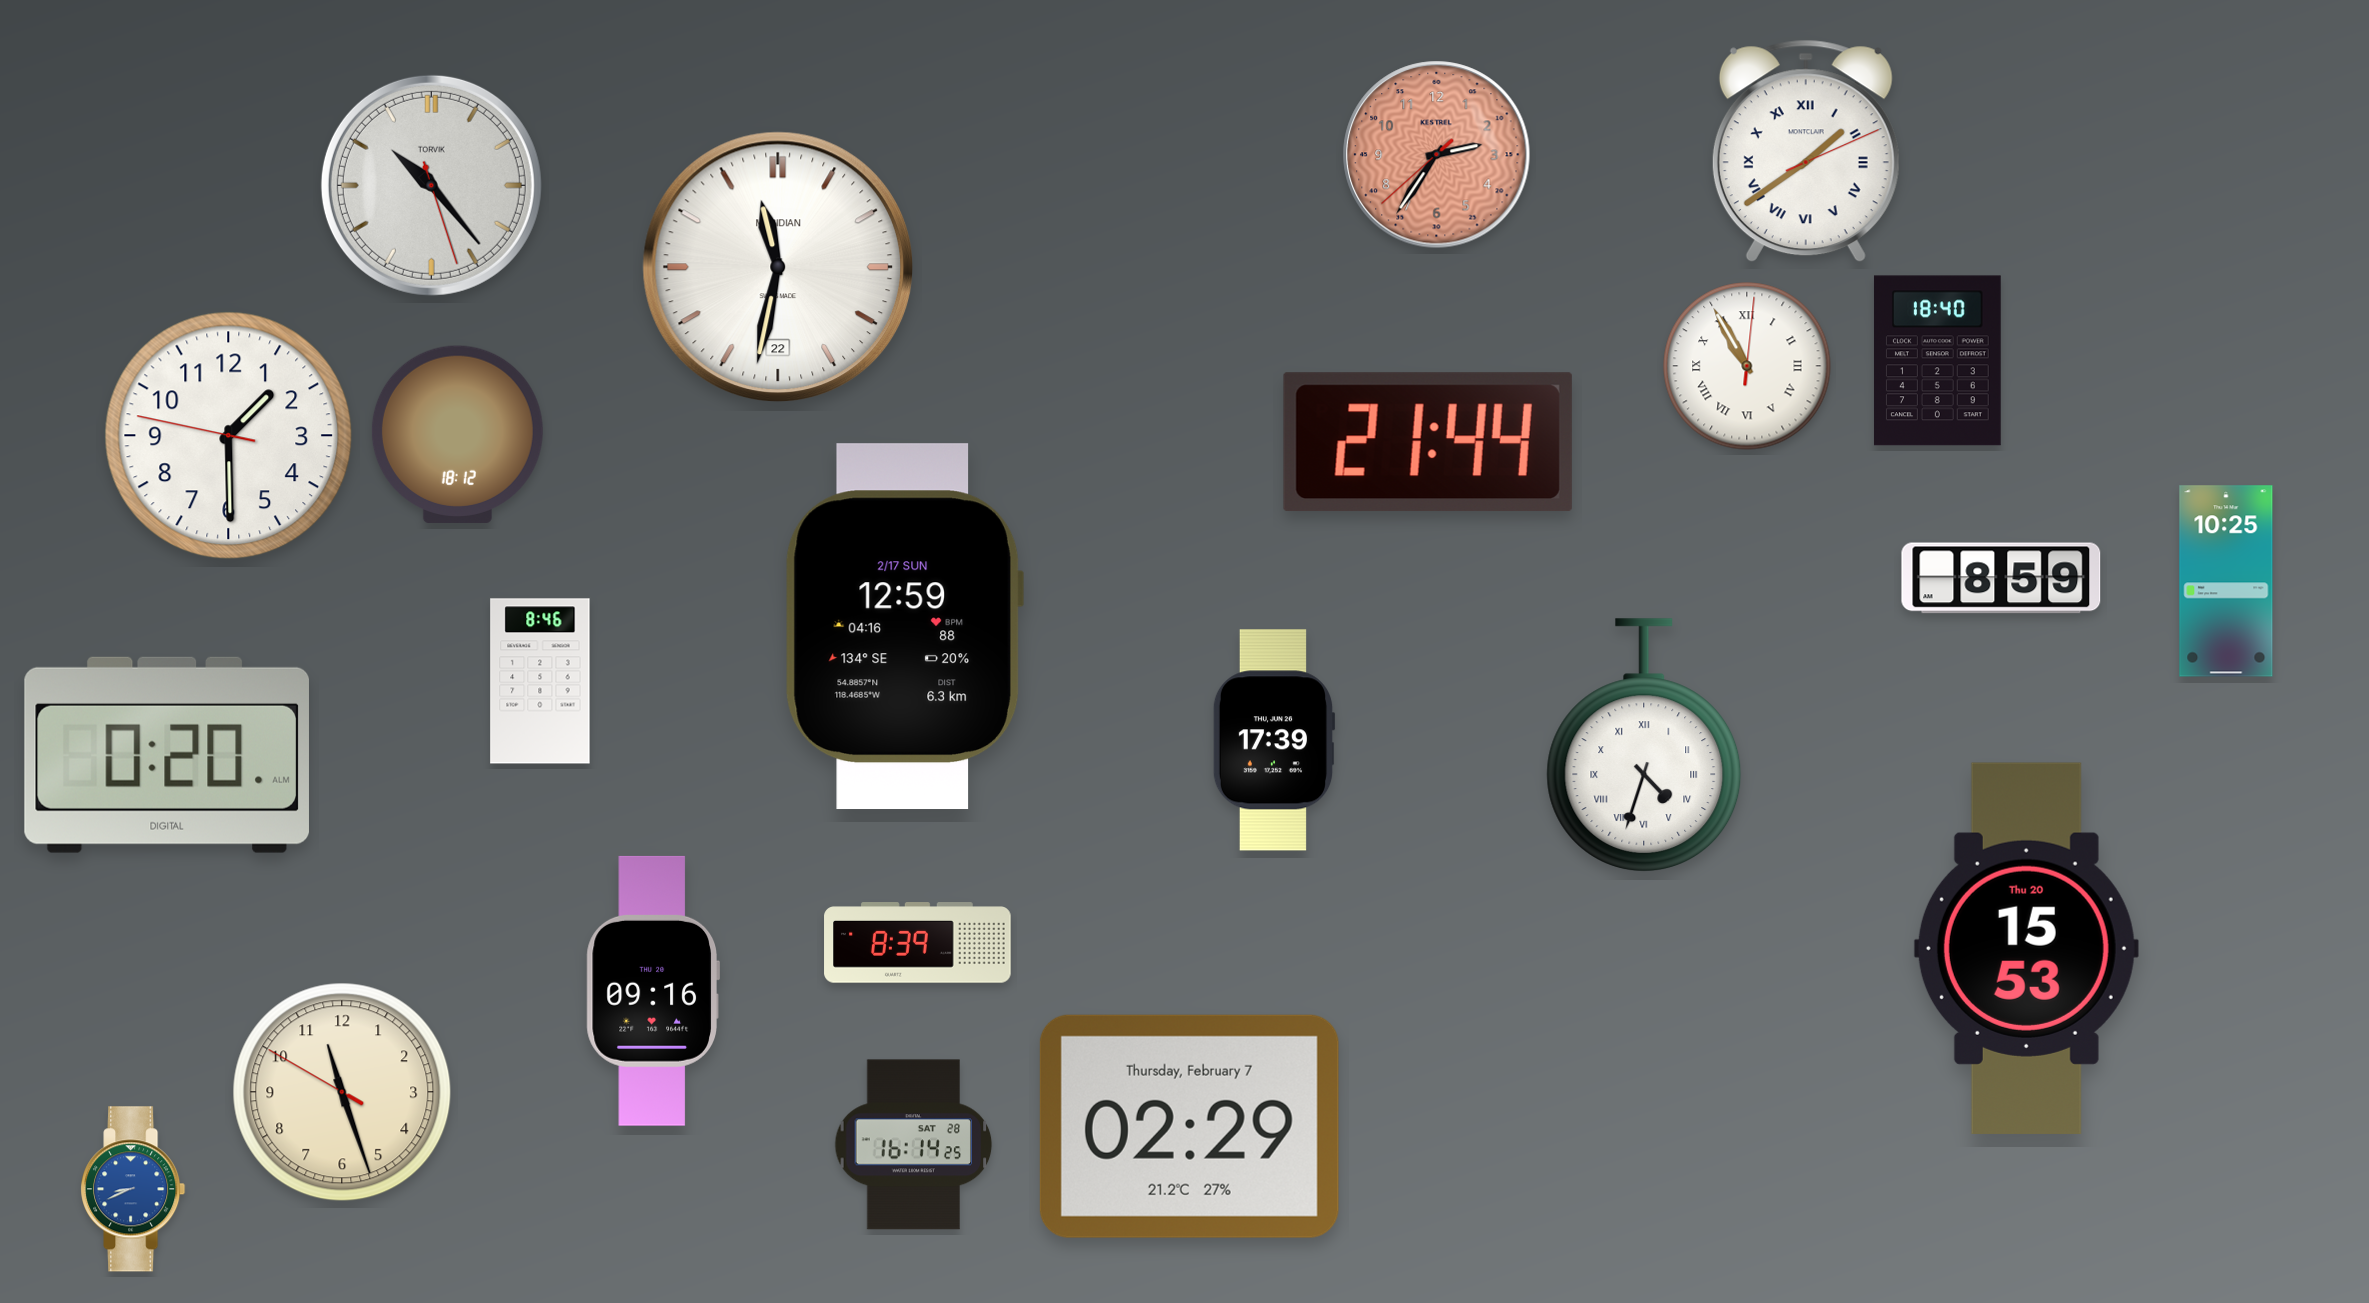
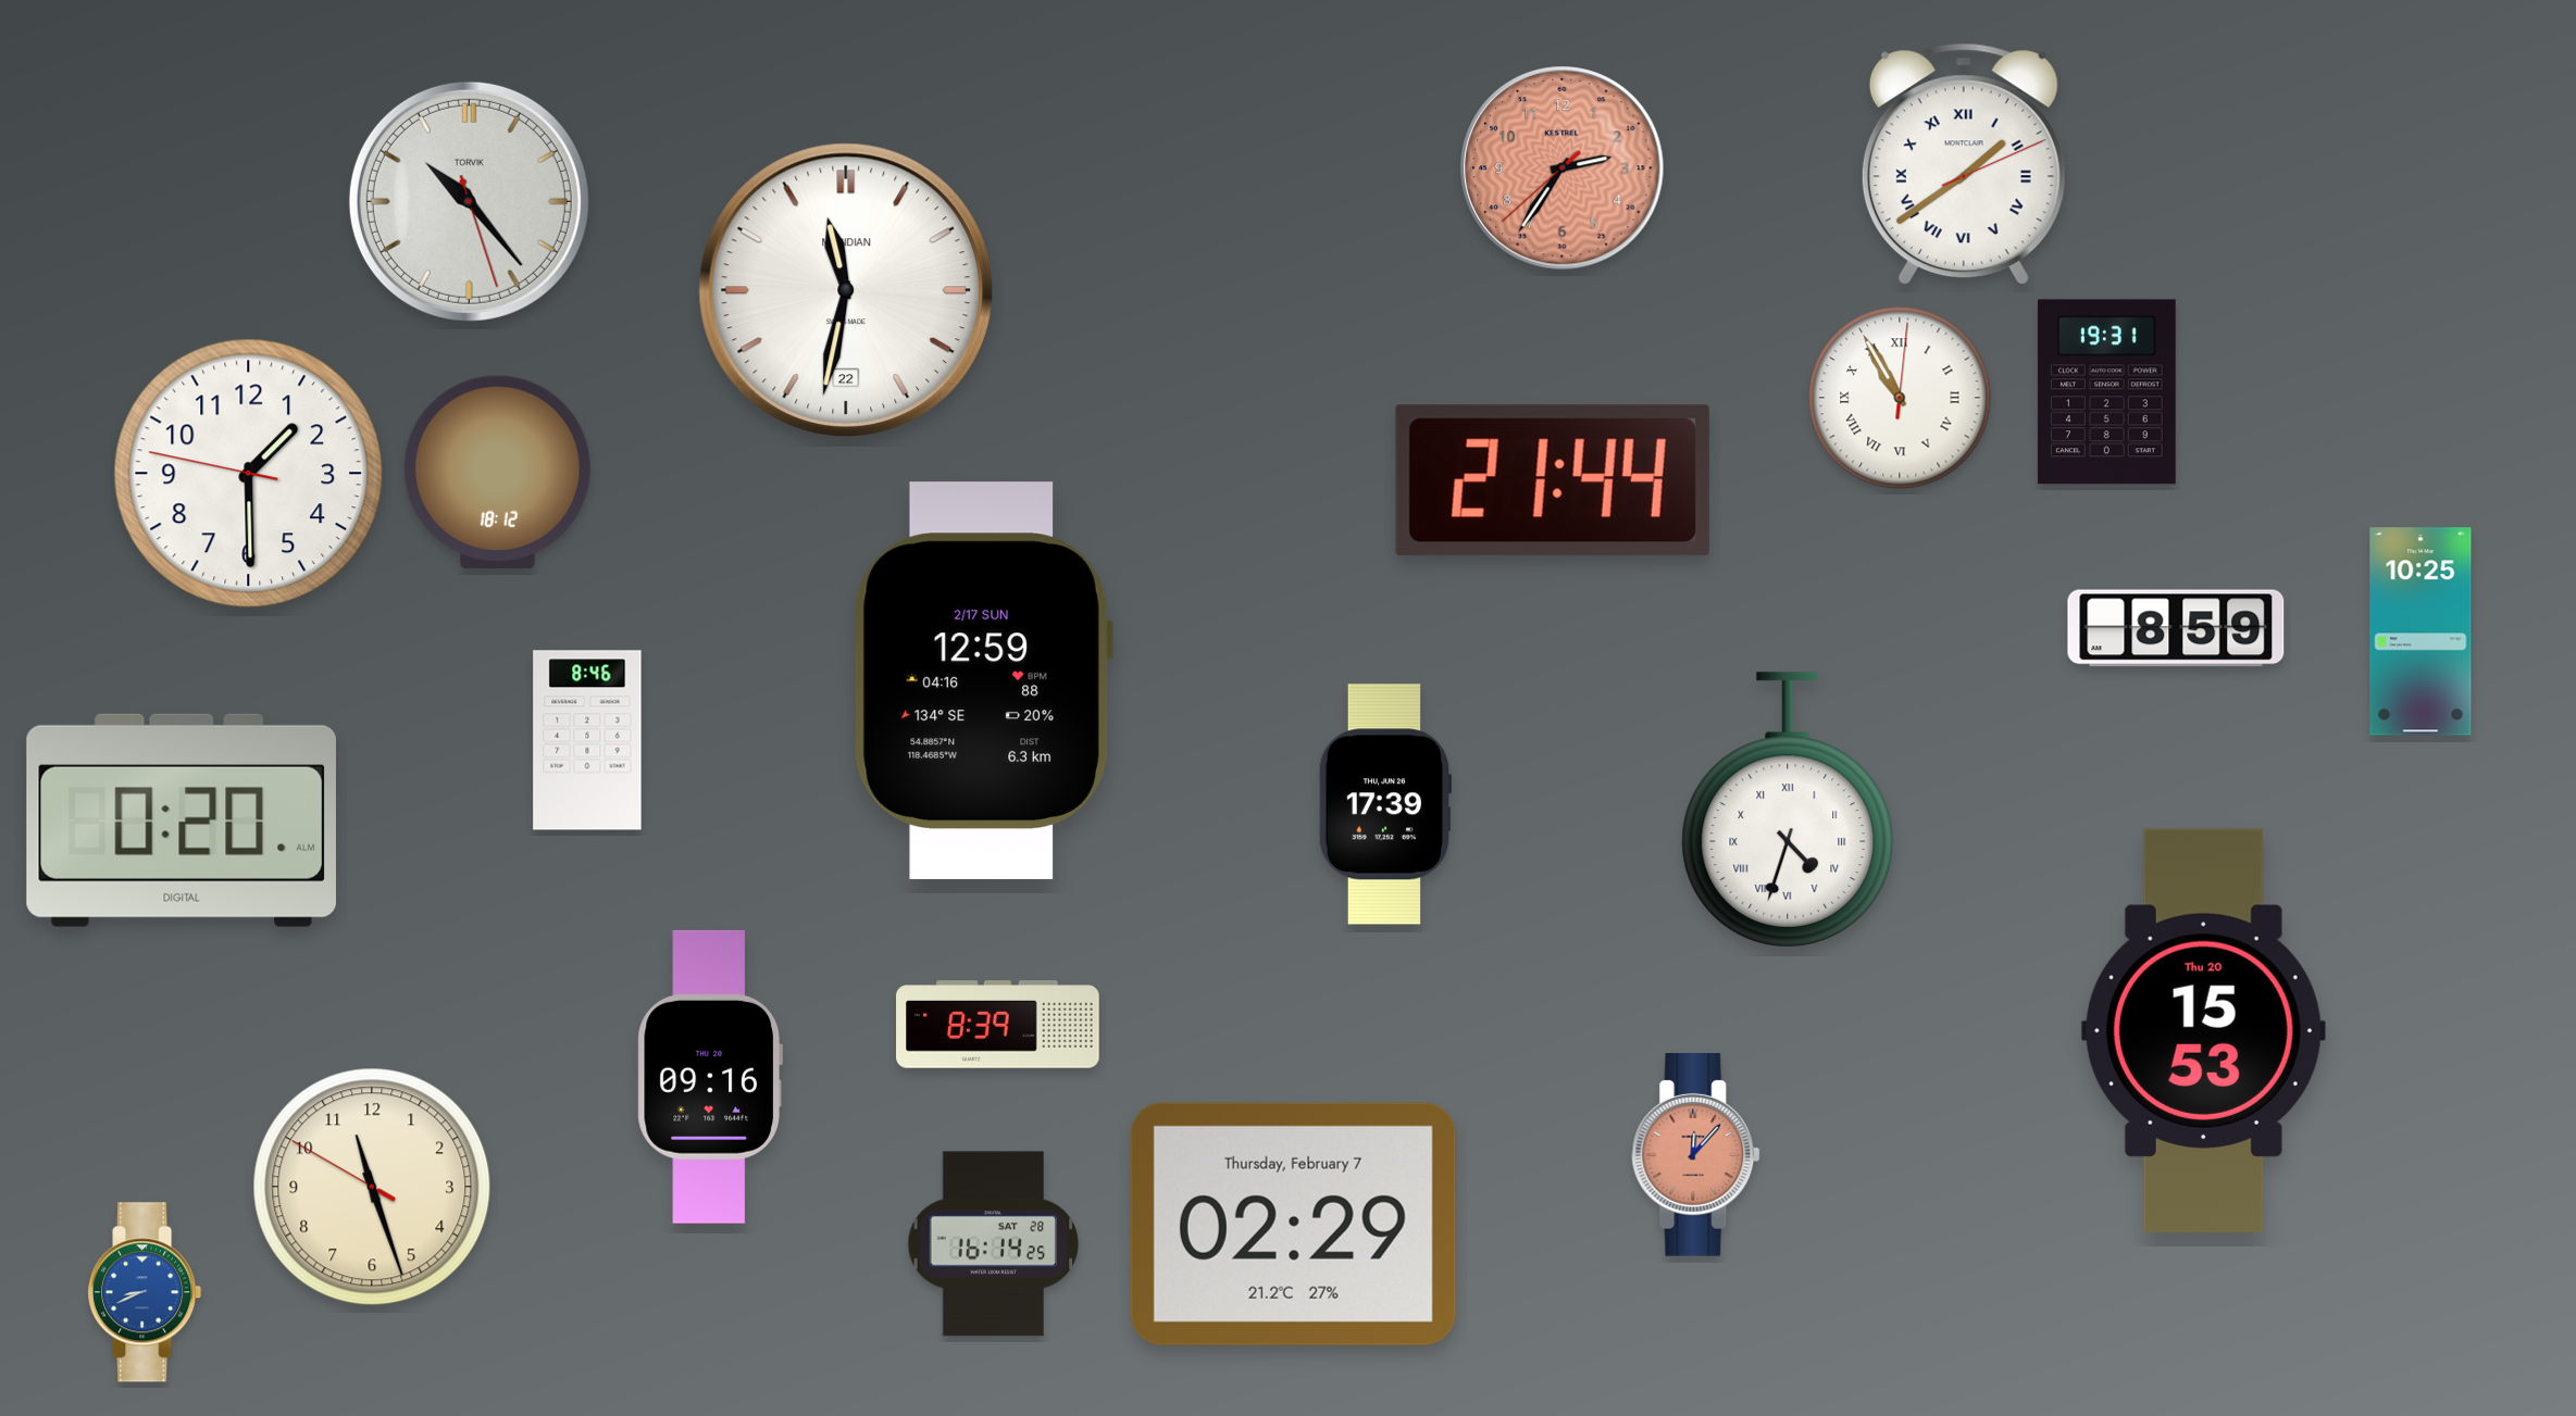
clock at (1937, 361): 18:40 -> 19:31
clock at (1696, 1155): none -> 12:07
